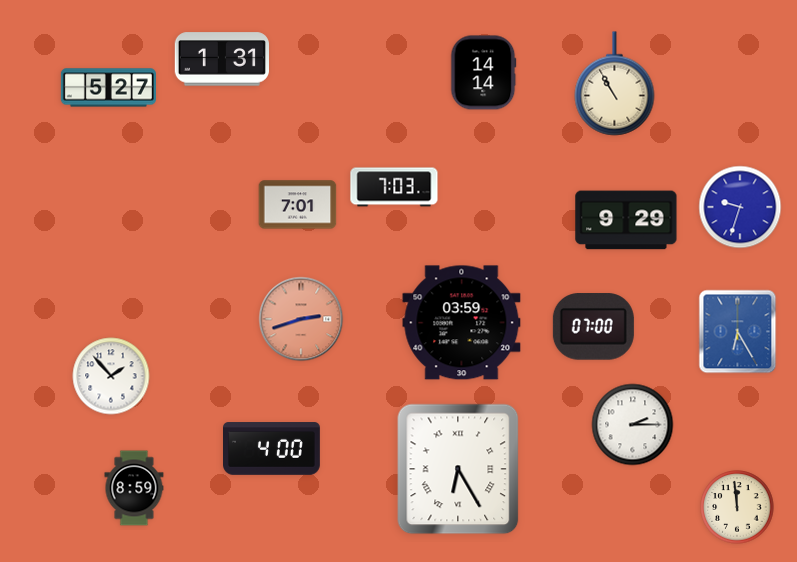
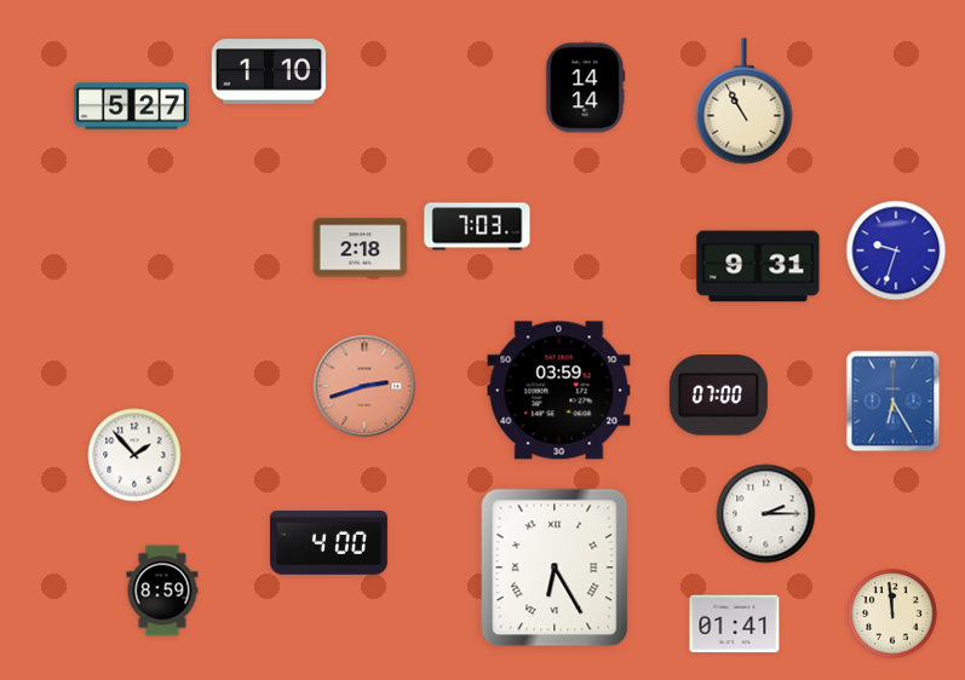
clock at (221, 59): 1:31 -> 1:10
clock at (298, 205): 7:01 -> 2:18
clock at (626, 220): 9:29 -> 9:31
clock at (735, 624): none -> 01:41
